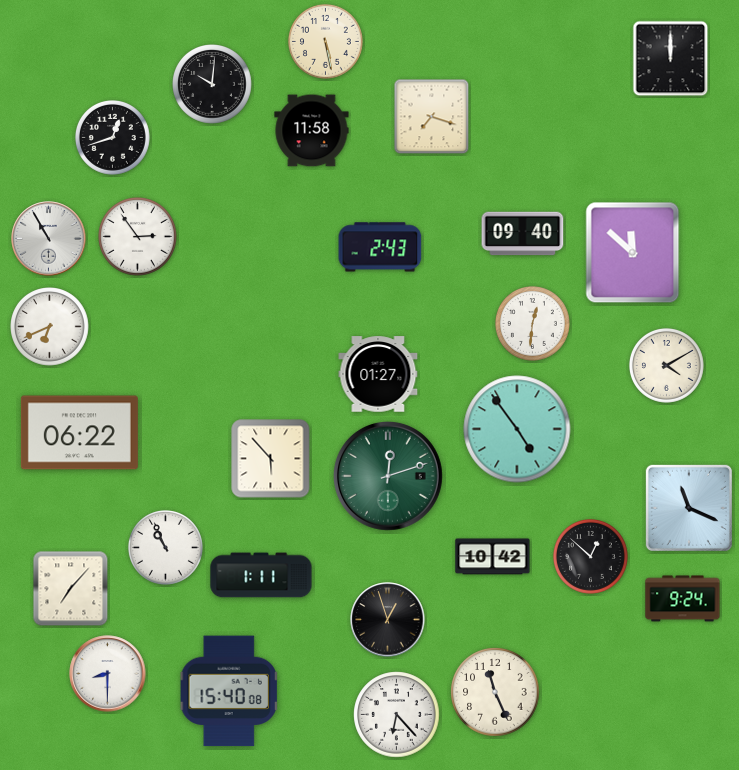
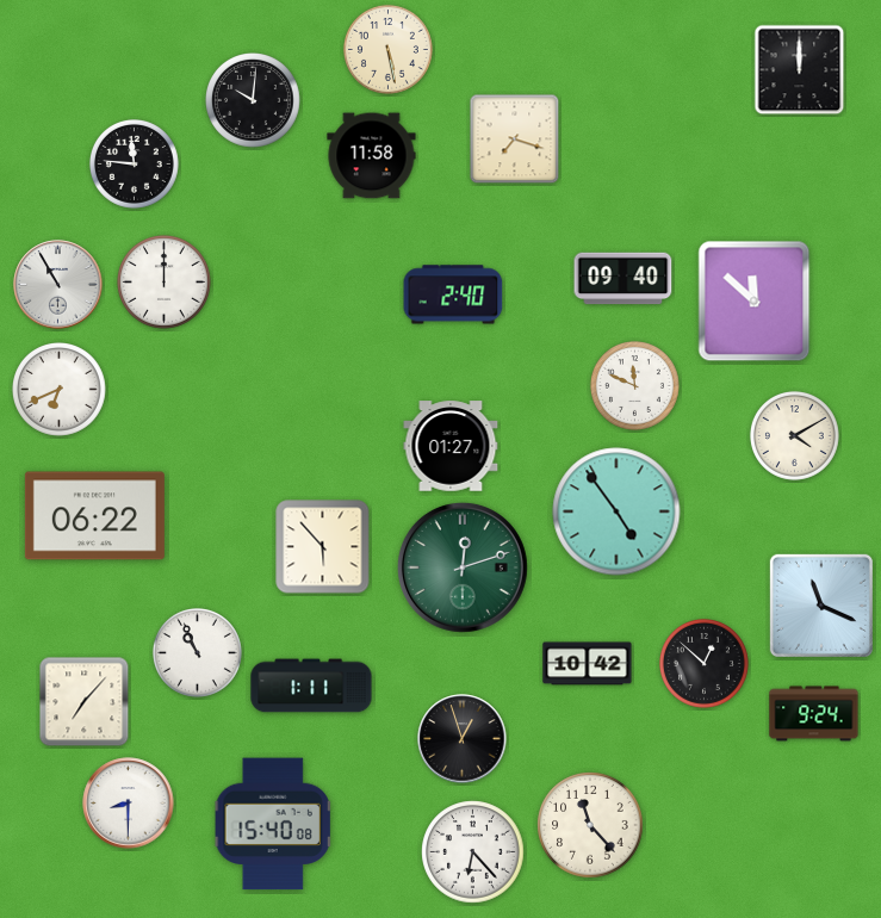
clock at (112, 137): 12:42 -> 11:46
clock at (138, 237): 2:54 -> 12:00
clock at (380, 247): 2:43 -> 2:40
clock at (532, 323): 12:31 -> 11:49
clock at (495, 692): 11:26 -> 11:23
